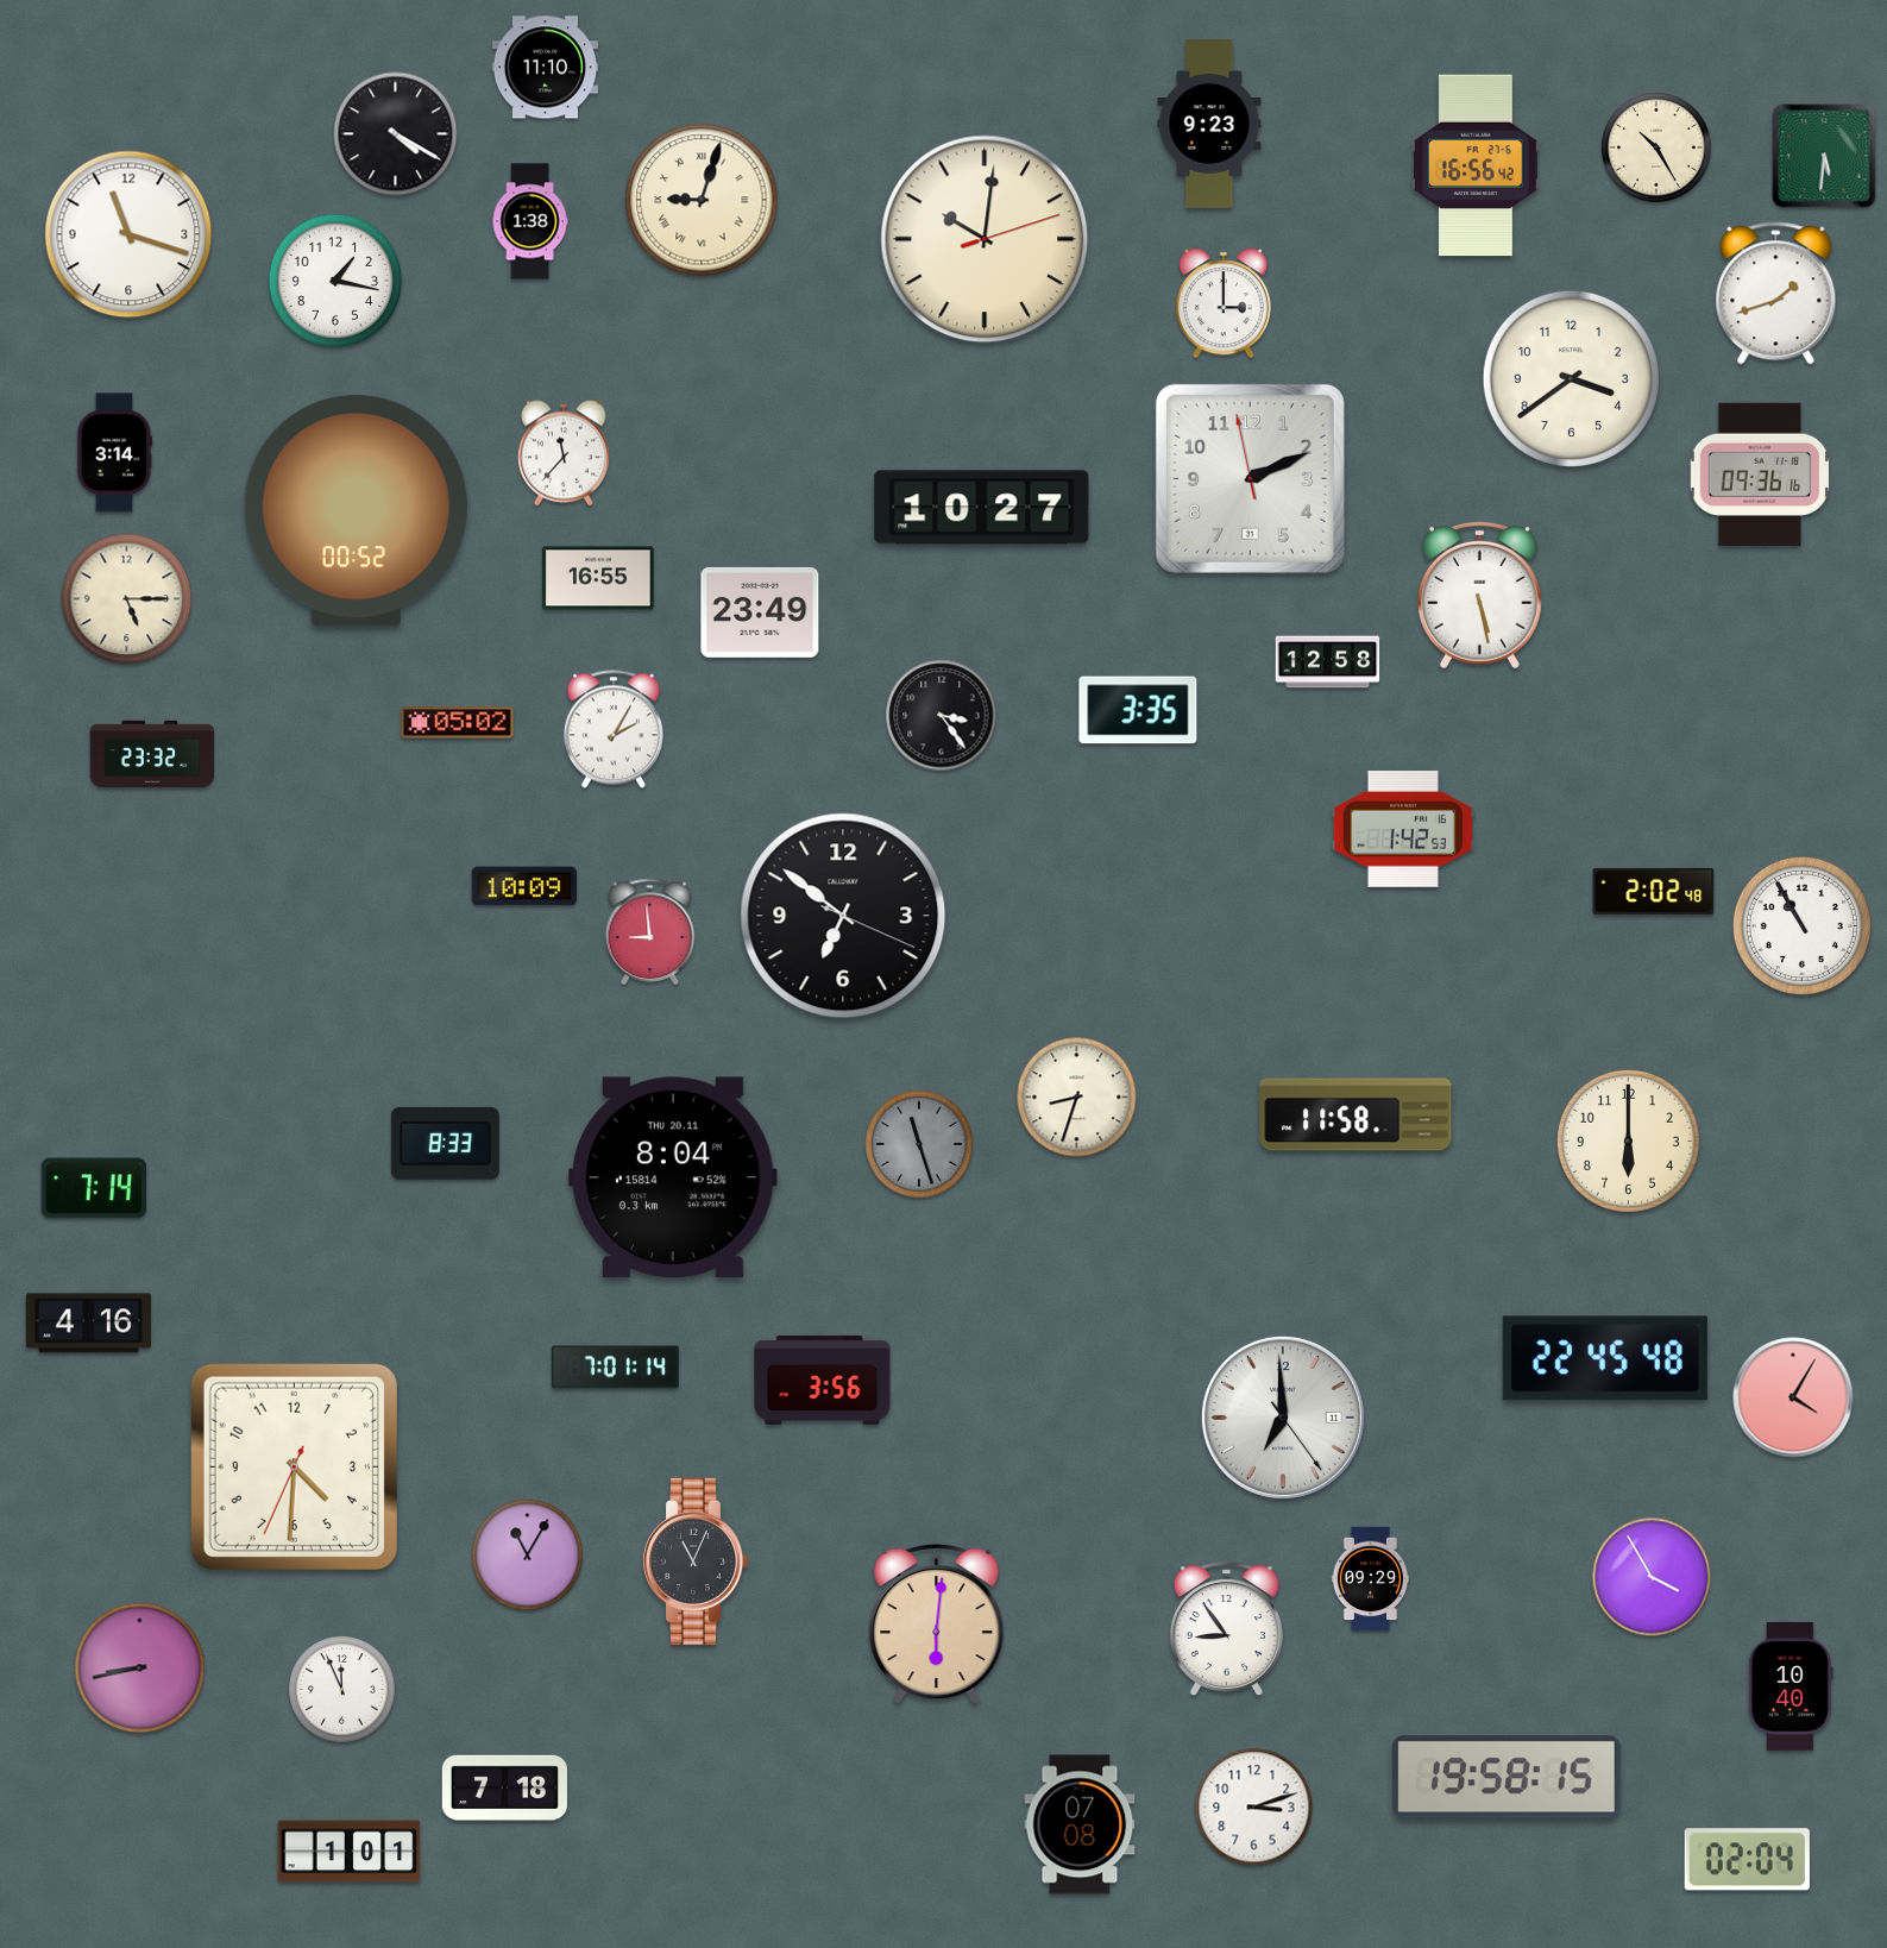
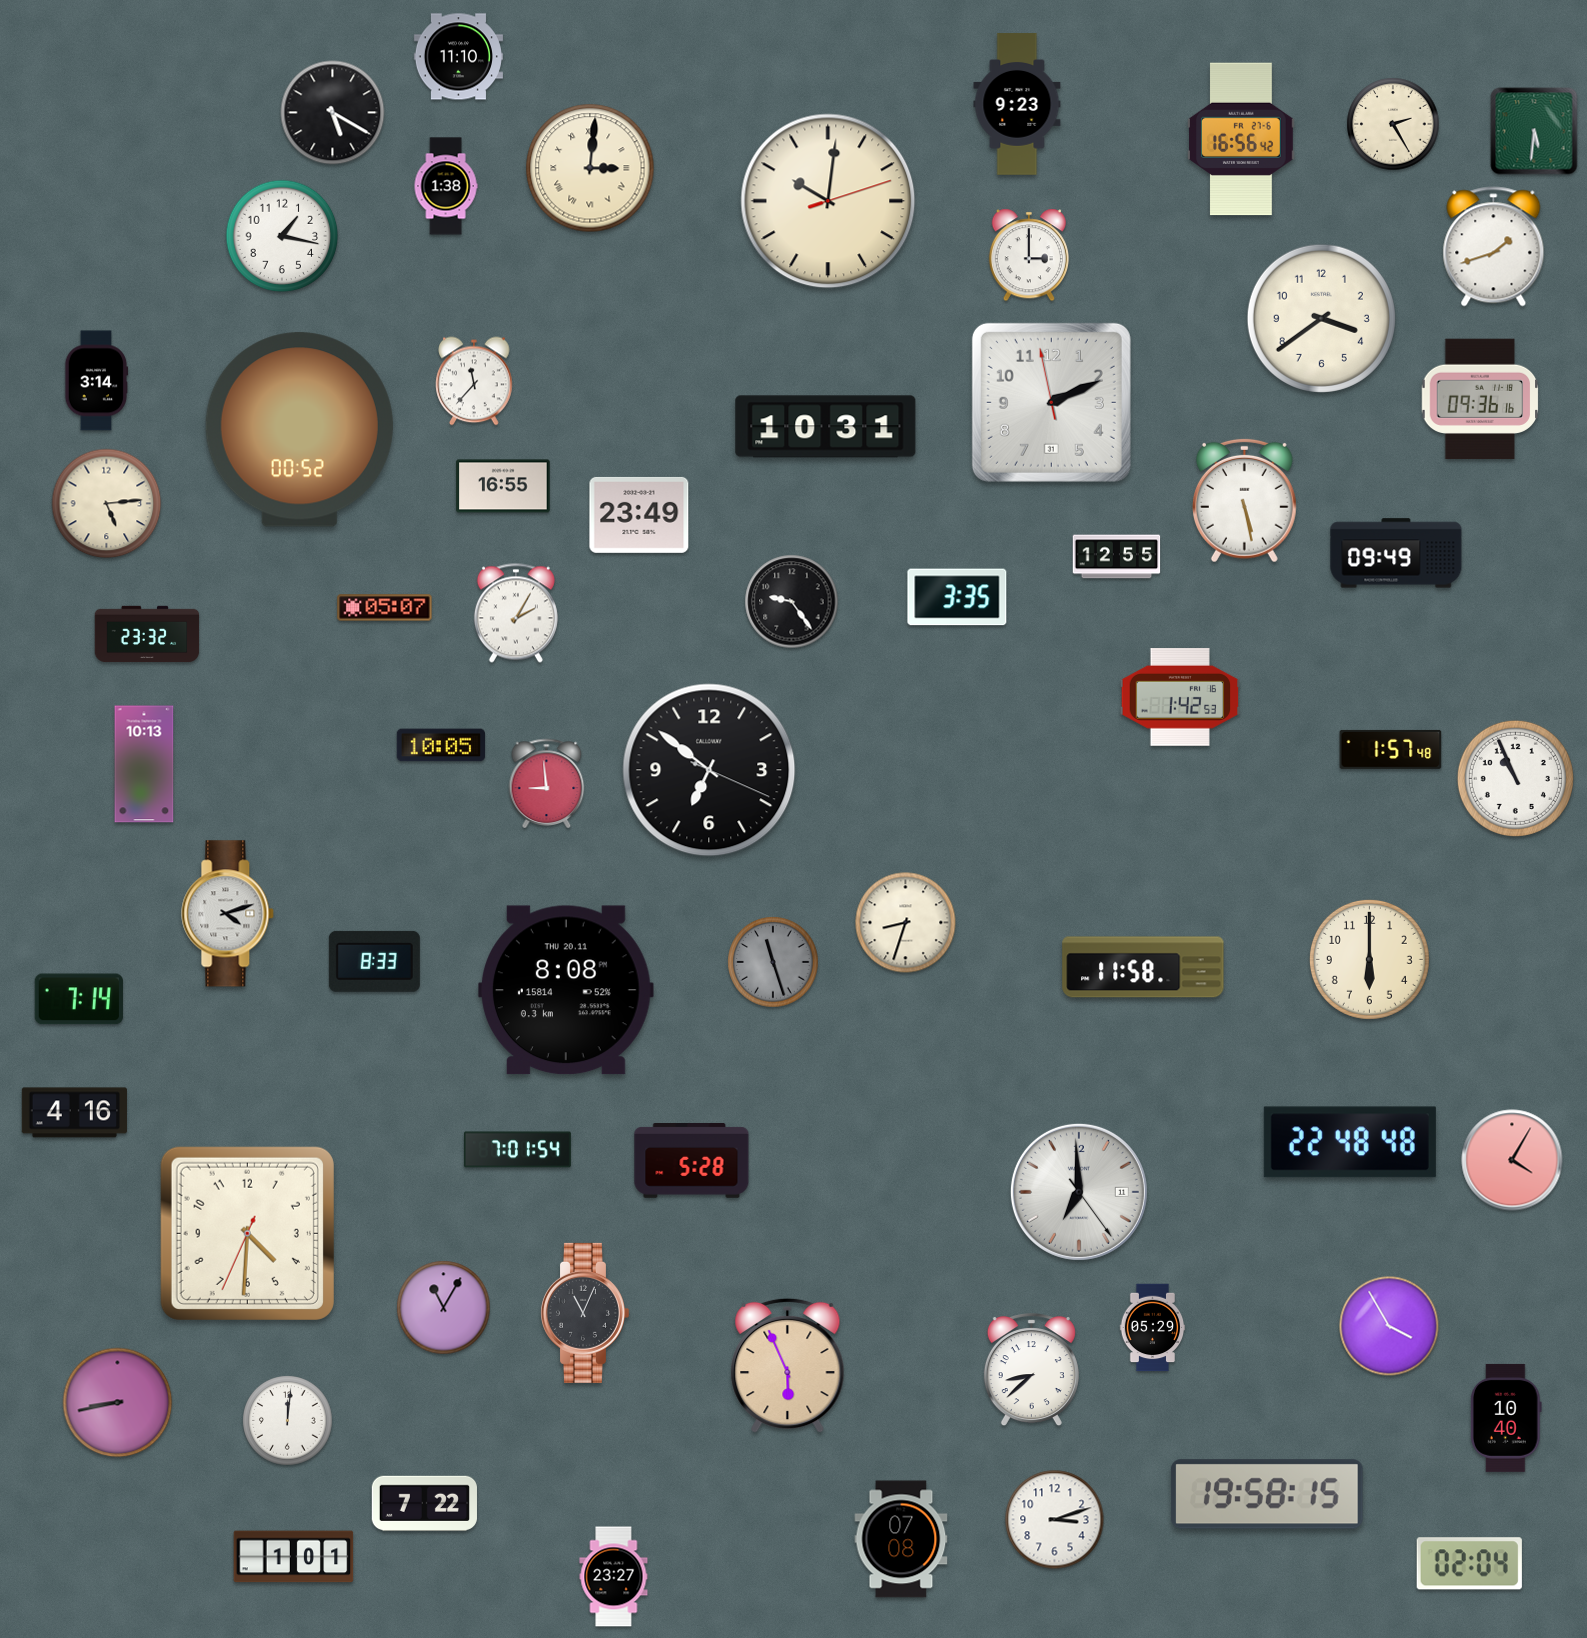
clock at (396, 134): 4:20 -> 5:20
clock at (1656, 147): 10:25 -> 2:25
clock at (702, 200): 9:03 -> 3:01
clock at (128, 234): 11:18 -> none
clock at (982, 508): 10:27 -> 10:31
clock at (127, 599): 5:15 -> 5:14
clock at (1396, 553): none -> 09:49
clock at (1328, 662): 12:58 -> 12:55
clock at (942, 716): 3:24 -> 9:24
clock at (458, 723): 05:02 -> 05:07
clock at (152, 754) position: (152, 754) -> (147, 634)
clock at (524, 886): 10:09 -> 10:05
clock at (1654, 891): 2:02 -> 1:57
clock at (144, 764): none -> 10:13
clock at (1801, 925): 10:55 -> 10:56
clock at (228, 914): none -> 4:12
clock at (1356, 1114) position: (1356, 1114) -> (1143, 967)
clock at (673, 1177): 8:04 -> 8:08
clock at (1605, 1358): 22:45 -> 22:48
clock at (615, 1368): 7:01:14 -> 7:01:54
clock at (823, 1381): 3:56 -> 5:28
clock at (1793, 1397) position: (1793, 1397) -> (1512, 1160)
clock at (1371, 1579): 09:29 -> 05:29
clock at (937, 1625): 6:01 -> 5:56
clock at (1226, 1629): 8:54 -> 8:38
clock at (342, 1690): 11:56 -> 12:01
clock at (504, 1787): 7:18 -> 7:22
clock at (1080, 1824) position: (1080, 1824) -> (901, 1539)
clock at (614, 1577): none -> 23:27
